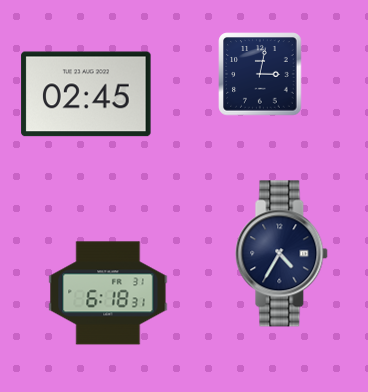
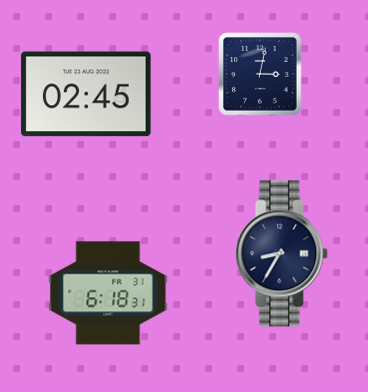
clock at (282, 254): 4:35 -> 8:35
